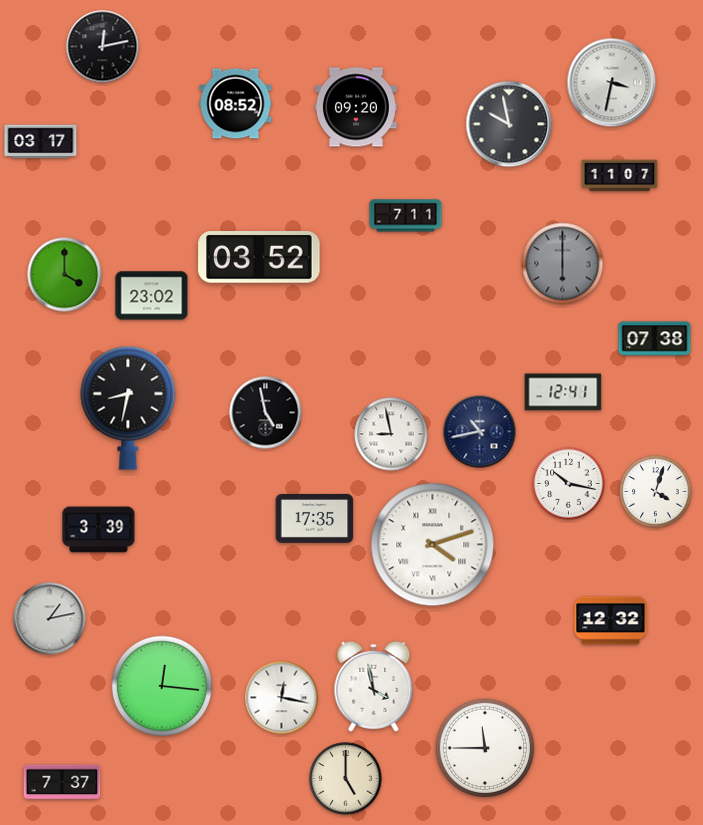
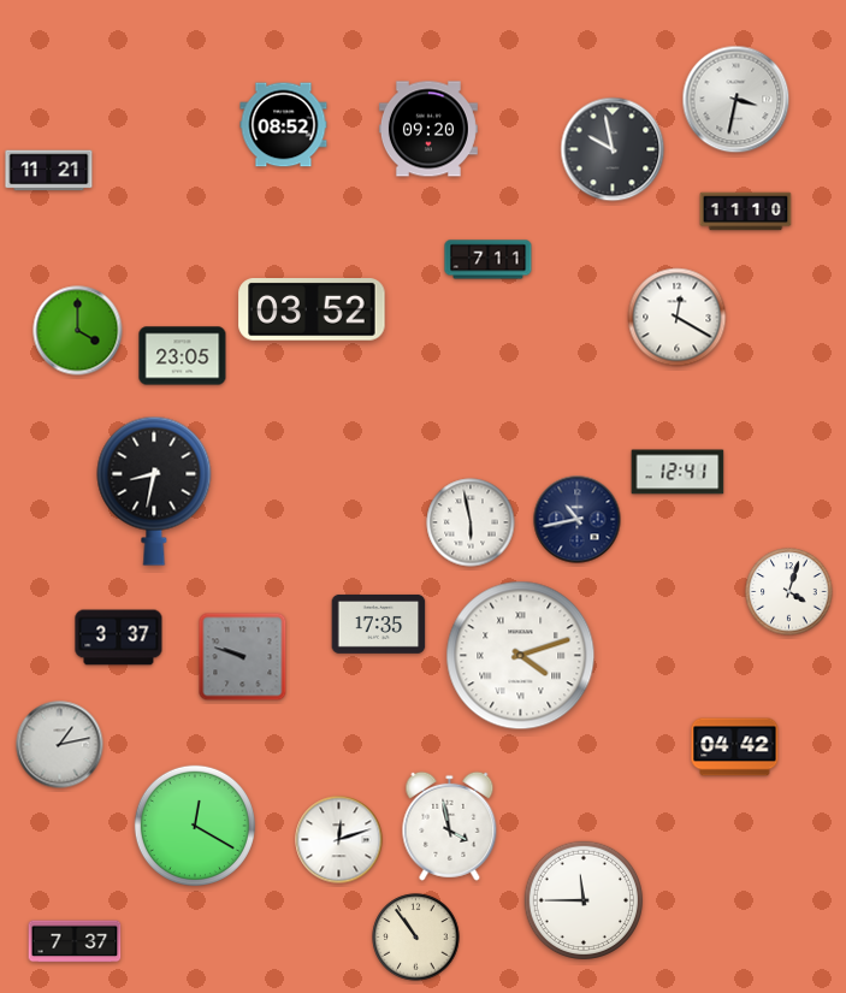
clock at (103, 47): 12:13 -> none
clock at (41, 142): 03:17 -> 11:21
clock at (620, 176): 11:07 -> 11:10
clock at (563, 264): 6:00 -> 12:20
clock at (563, 264) dial: grey -> white
clock at (152, 296): 23:02 -> 23:05
clock at (655, 339): 07:38 -> none
clock at (266, 413): 4:58 -> none
clock at (391, 434): 8:58 -> 5:58
clock at (569, 484): 10:17 -> none
clock at (99, 530): 3:39 -> 3:37
clock at (243, 657): none -> 9:48
clock at (611, 621): 12:32 -> 04:42
clock at (162, 686): 12:16 -> 12:20
clock at (282, 698): 12:17 -> 12:12
clock at (346, 779): 5:00 -> 10:54
